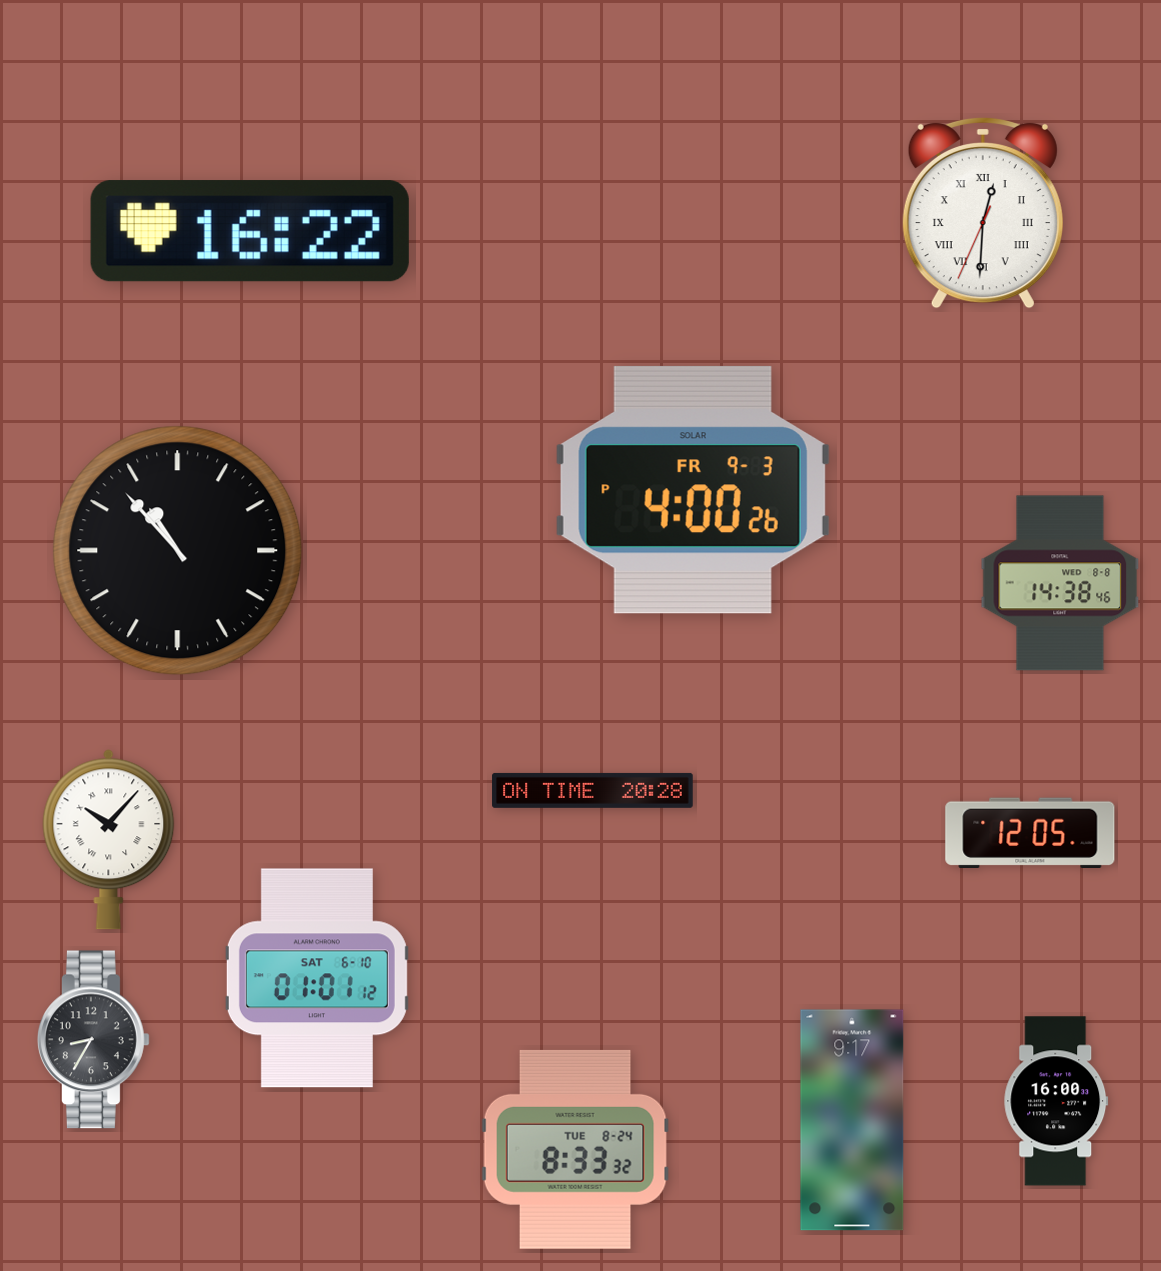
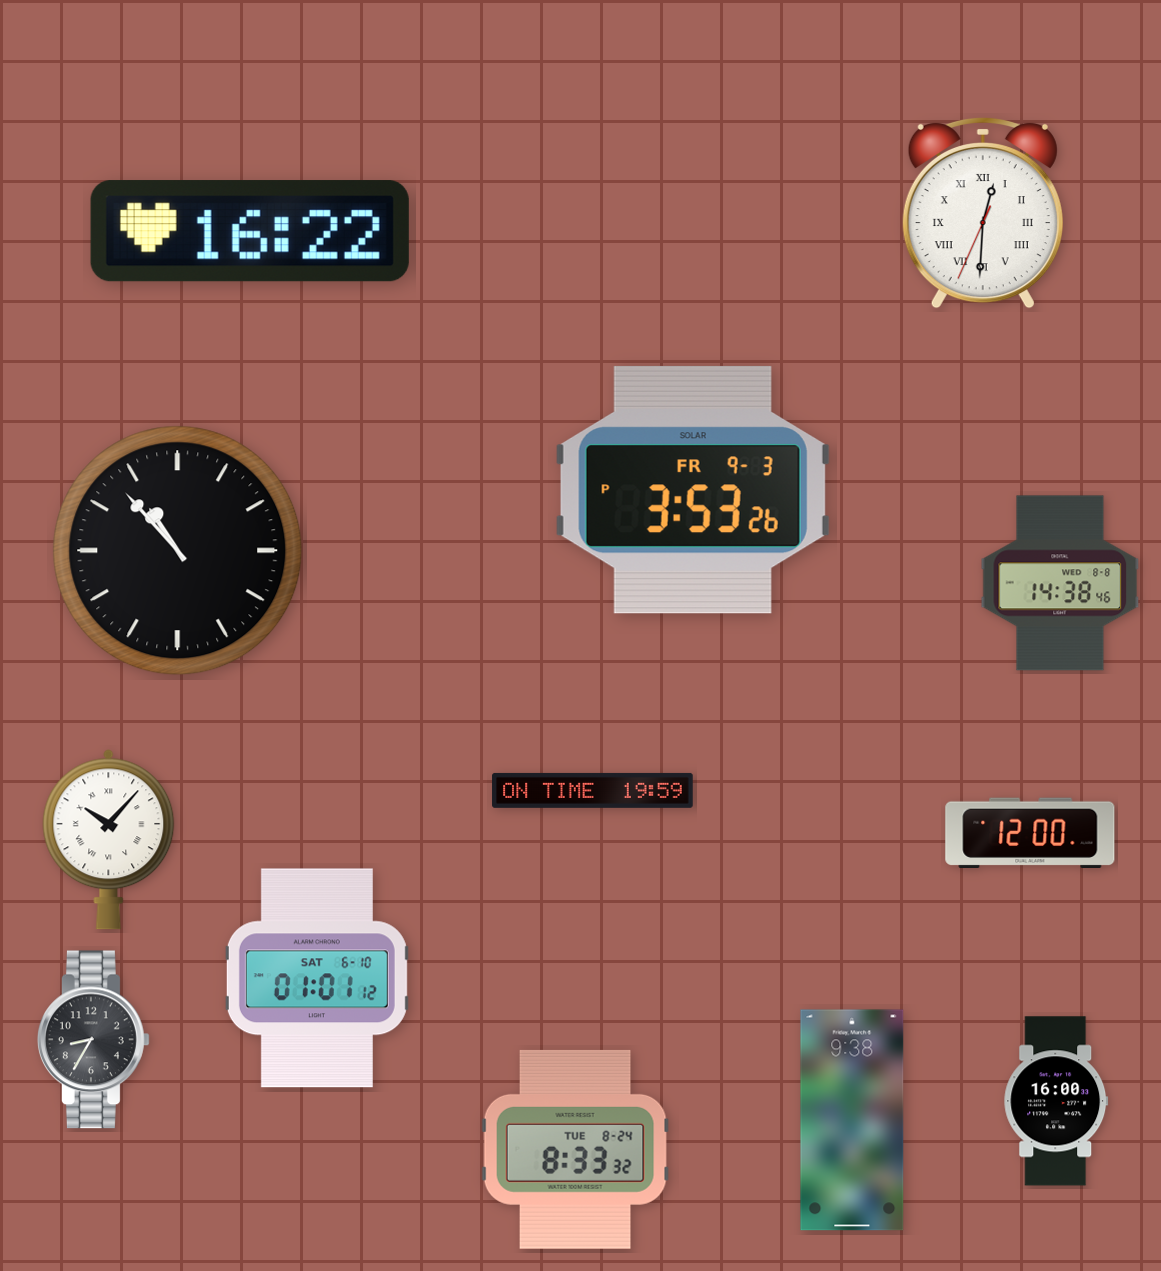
clock at (693, 490): 4:00 -> 3:53
clock at (593, 790): 20:28 -> 19:59
clock at (1030, 832): 12:05 -> 12:00
clock at (852, 1120): 9:17 -> 9:38
